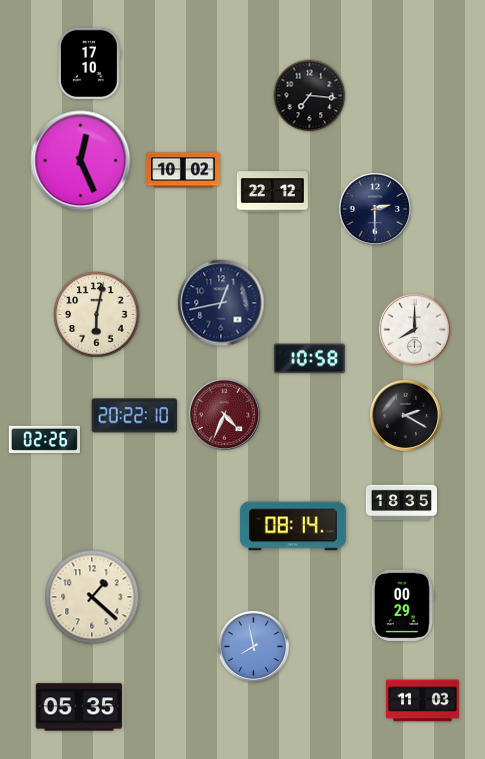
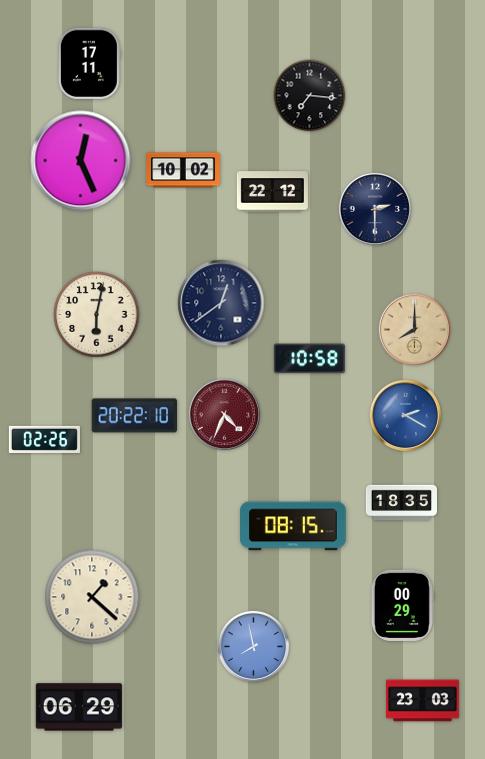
clock at (89, 63): 17:10 -> 17:11
clock at (221, 303): 12:43 -> 12:39
clock at (414, 329) dial: white -> champagne
clock at (405, 415) dial: black -> blue
clock at (293, 526): 08:14 -> 08:15
clock at (423, 701): 11:03 -> 23:03
clock at (79, 707): 05:35 -> 06:29
